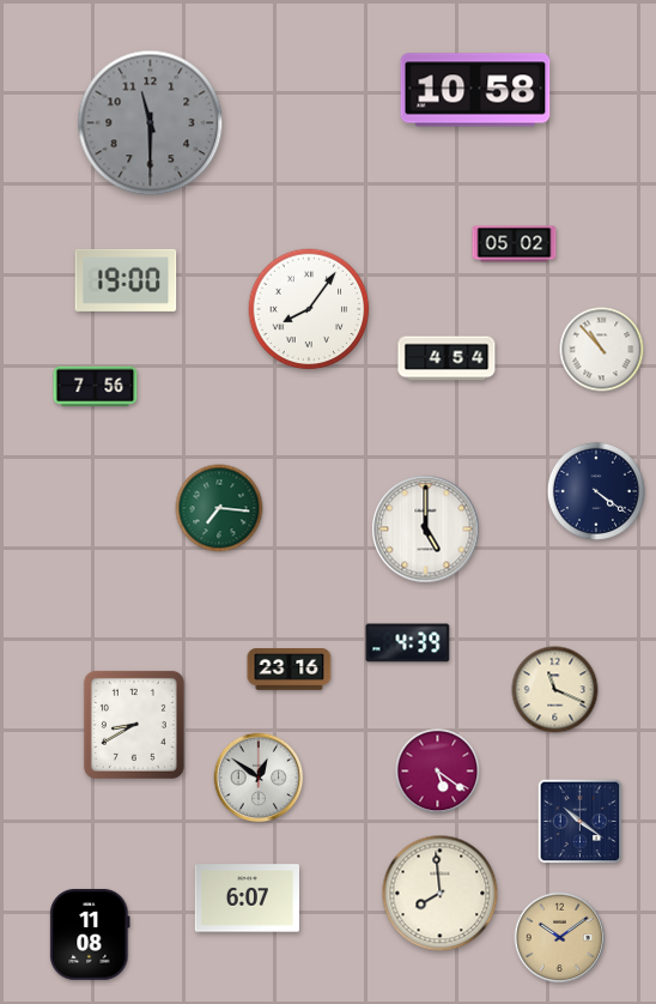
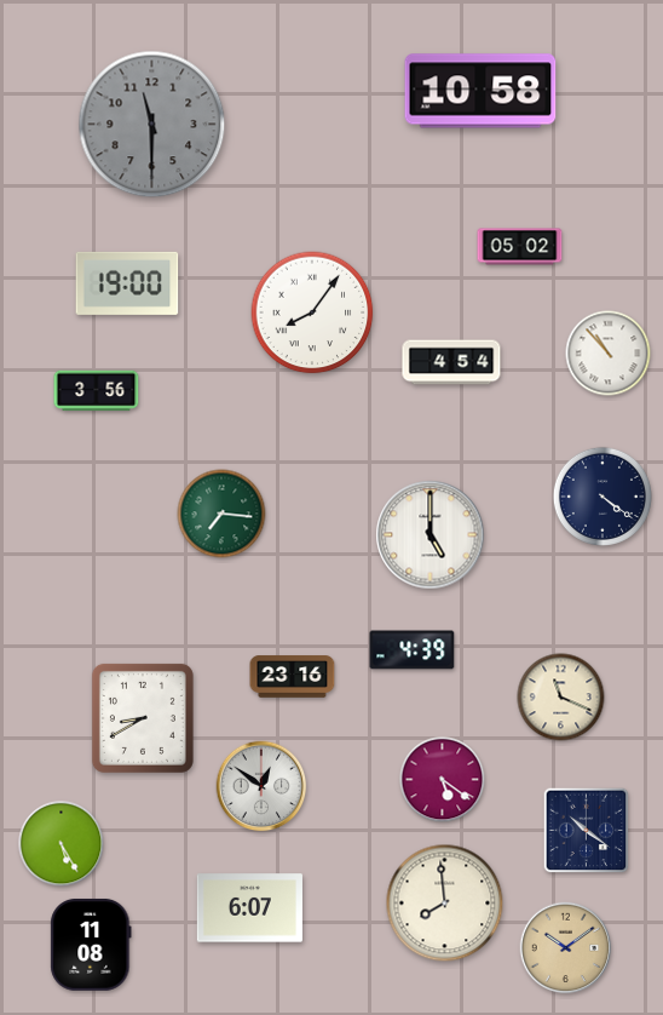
clock at (96, 387): 7:56 -> 3:56
clock at (134, 725) position: (134, 725) -> (143, 718)
clock at (62, 844): none -> 5:25
